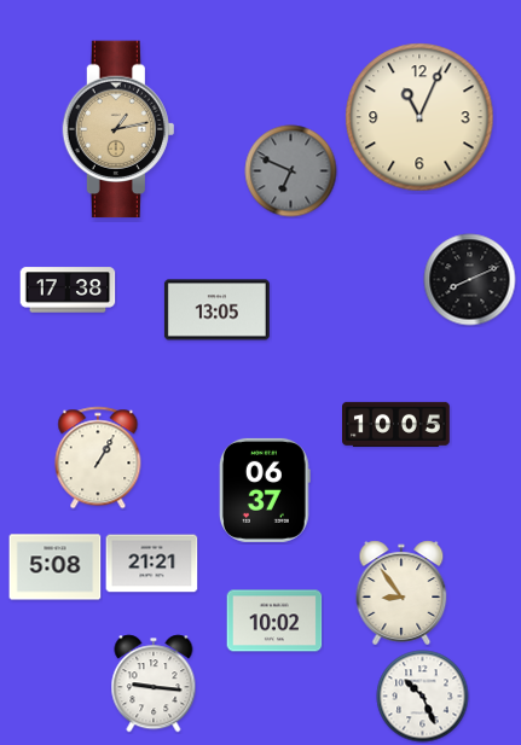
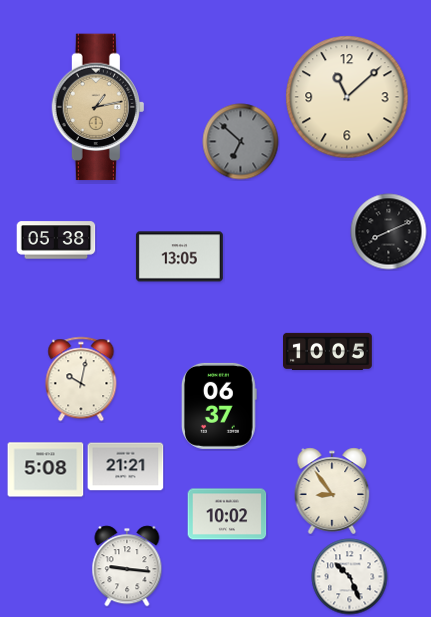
clock at (419, 117): 11:04 -> 11:08
clock at (291, 171): 6:49 -> 6:52
clock at (68, 290): 17:38 -> 05:38
clock at (98, 458): 1:05 -> 10:02
